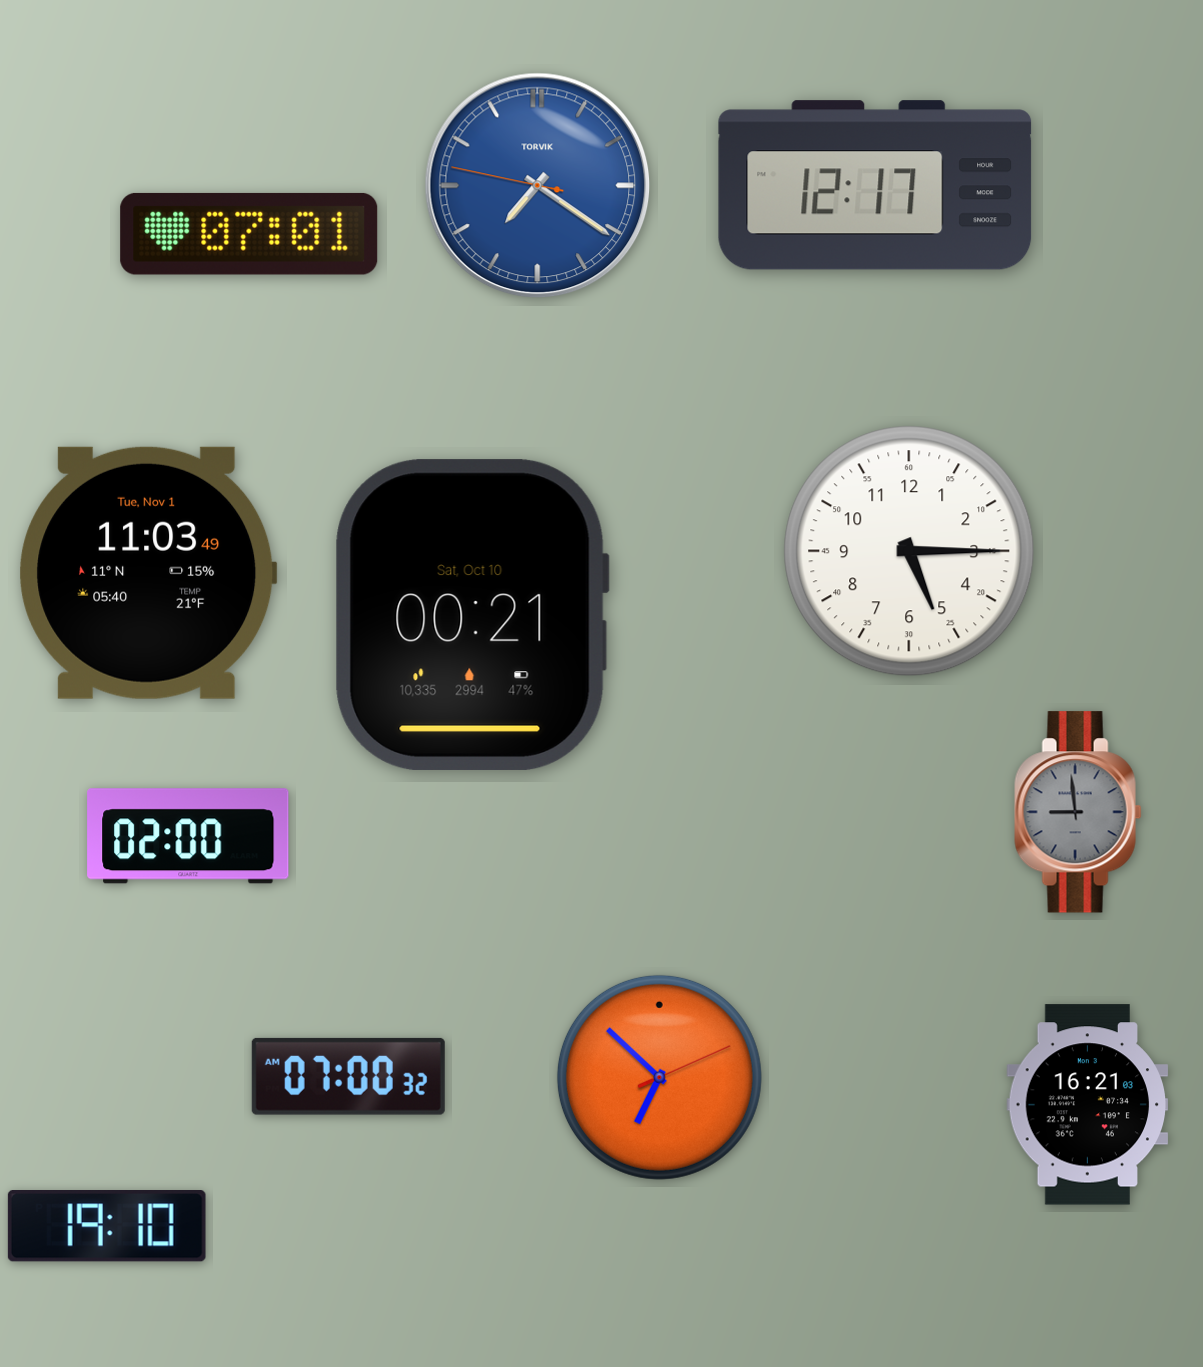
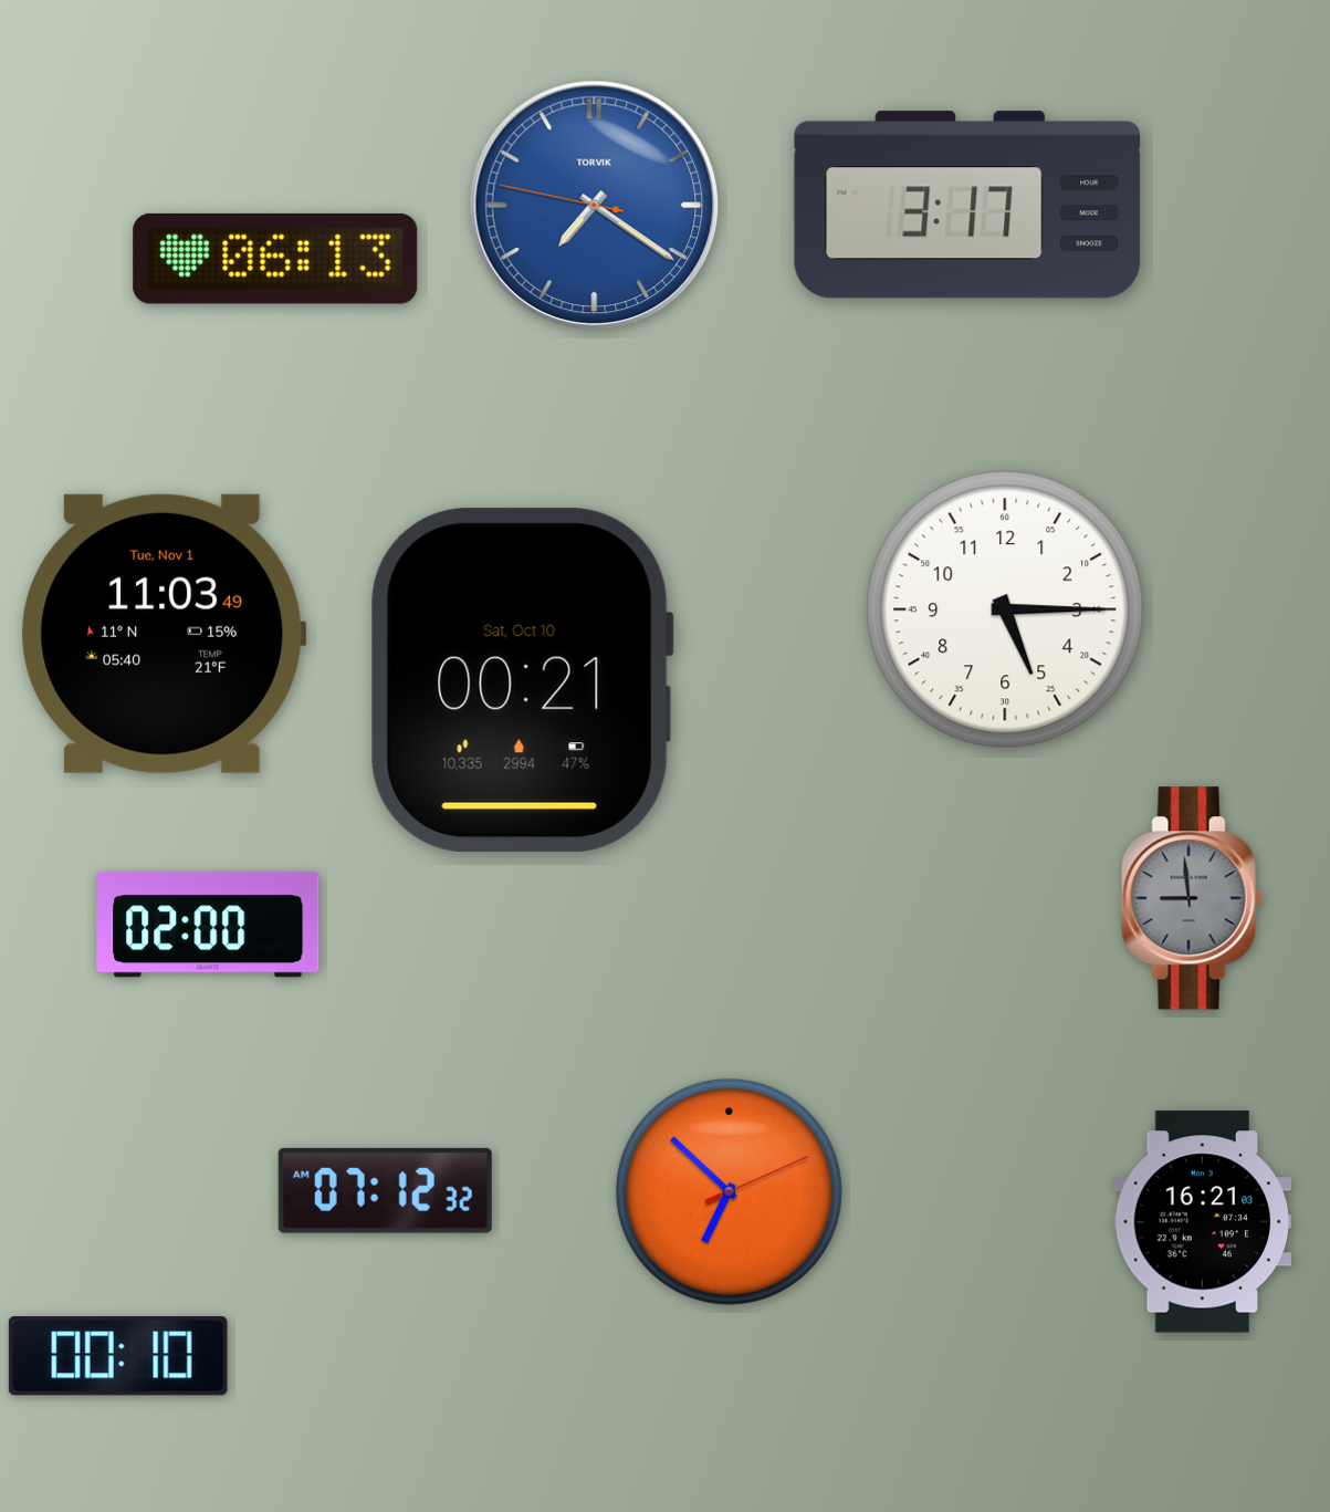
clock at (875, 185): 12:17 -> 3:17
clock at (249, 234): 07:01 -> 06:13
clock at (348, 1076): 07:00 -> 07:12
clock at (107, 1227): 19:10 -> 00:10
